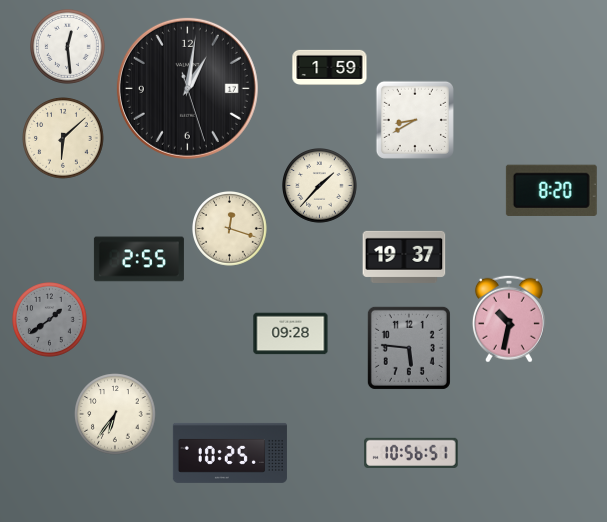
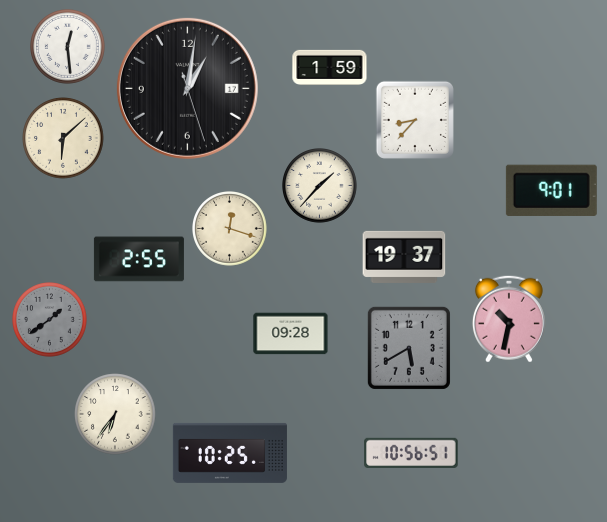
clock at (415, 120): 8:40 -> 8:37
clock at (551, 190): 8:20 -> 9:01
clock at (409, 348): 5:46 -> 5:40
